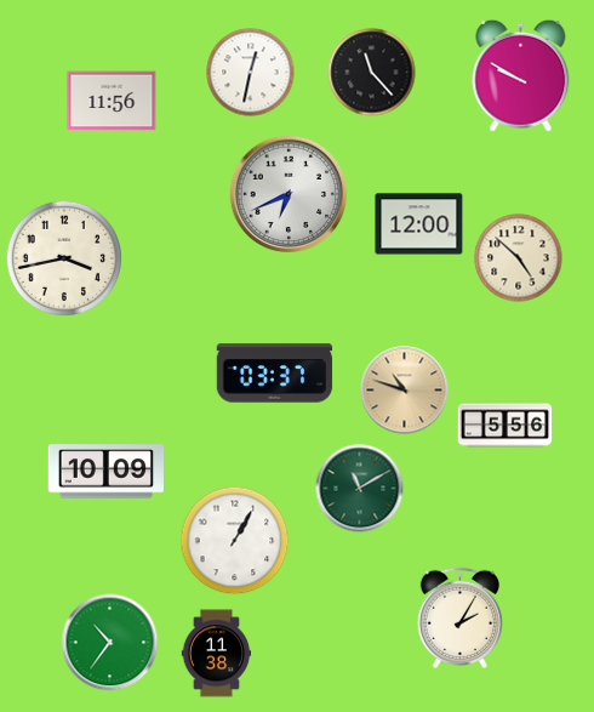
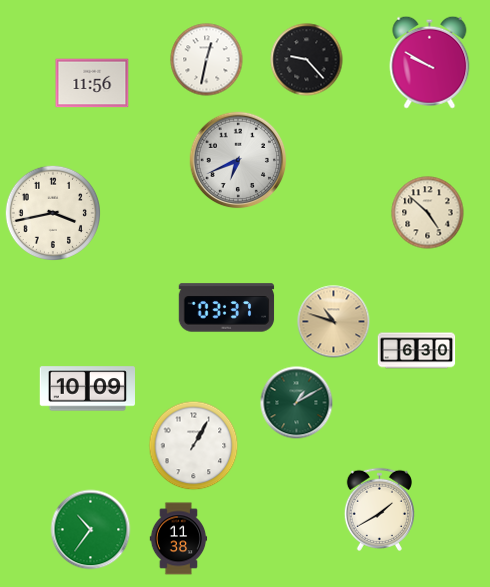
clock at (372, 73): 11:23 -> 9:23
clock at (419, 224): 12:00 -> none
clock at (506, 426): 5:56 -> 6:30
clock at (360, 489): 11:10 -> 1:10
clock at (459, 617): 2:05 -> 1:40
